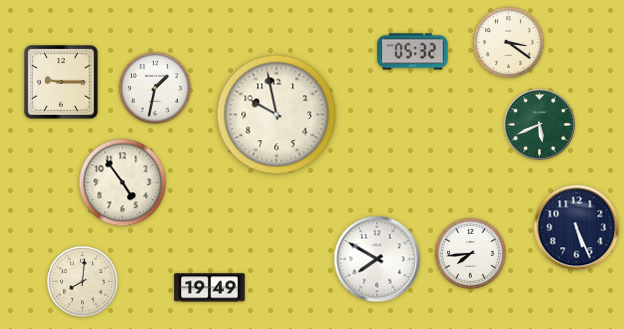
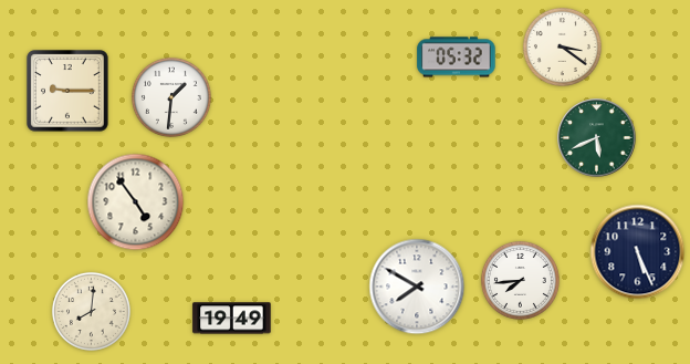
clock at (155, 88): 1:32 -> 1:31
clock at (277, 115): 9:58 -> none
